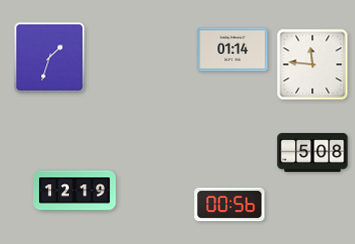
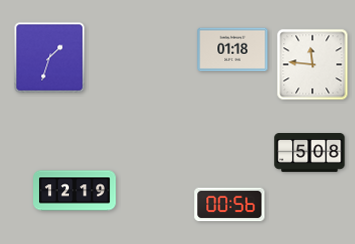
clock at (233, 50): 01:14 -> 01:18
clock at (313, 153) position: (313, 153) -> (310, 153)
